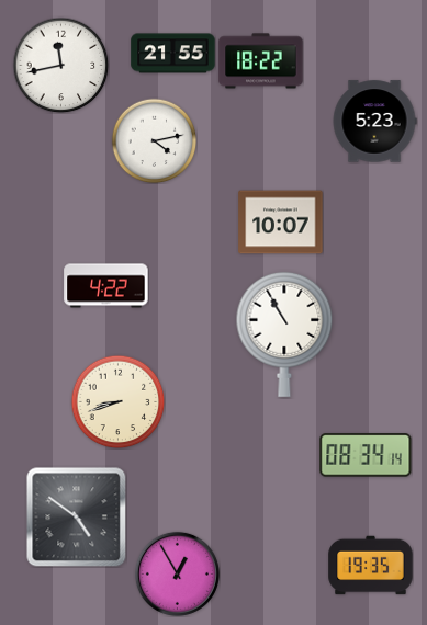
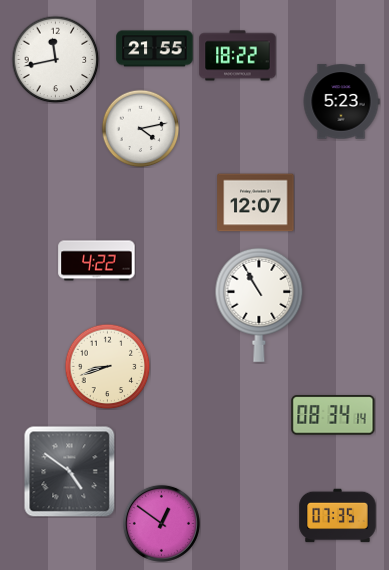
clock at (173, 54) position: (173, 54) -> (155, 49)
clock at (374, 122) position: (374, 122) -> (341, 102)
clock at (281, 223): 10:07 -> 12:07
clock at (371, 566): 19:35 -> 07:35
clock at (177, 573): 12:55 -> 12:51
